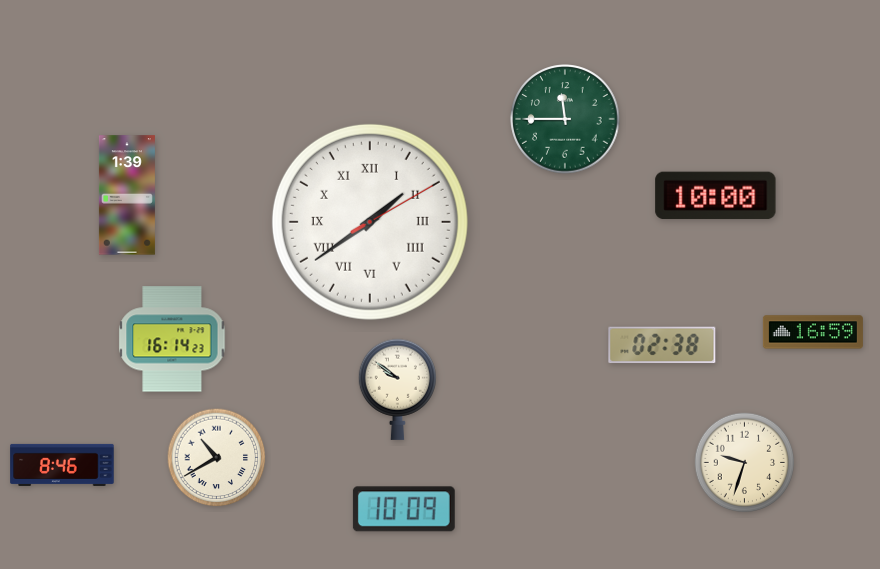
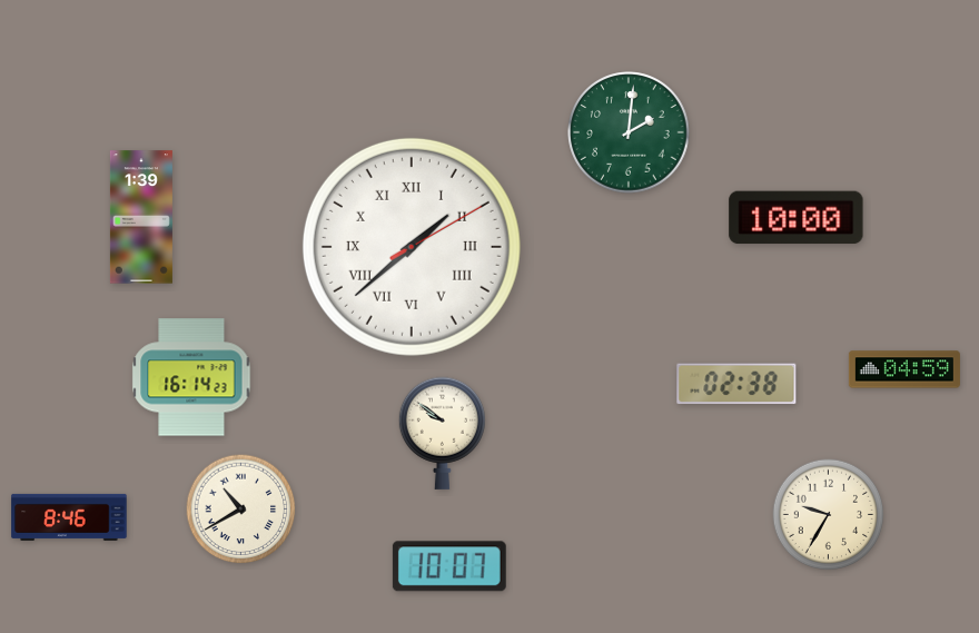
clock at (565, 119): 11:45 -> 2:01
clock at (370, 222): 1:39 -> 1:38
clock at (813, 332): 16:59 -> 04:59
clock at (745, 463): 9:33 -> 9:35
clock at (404, 509): 10:09 -> 10:07
